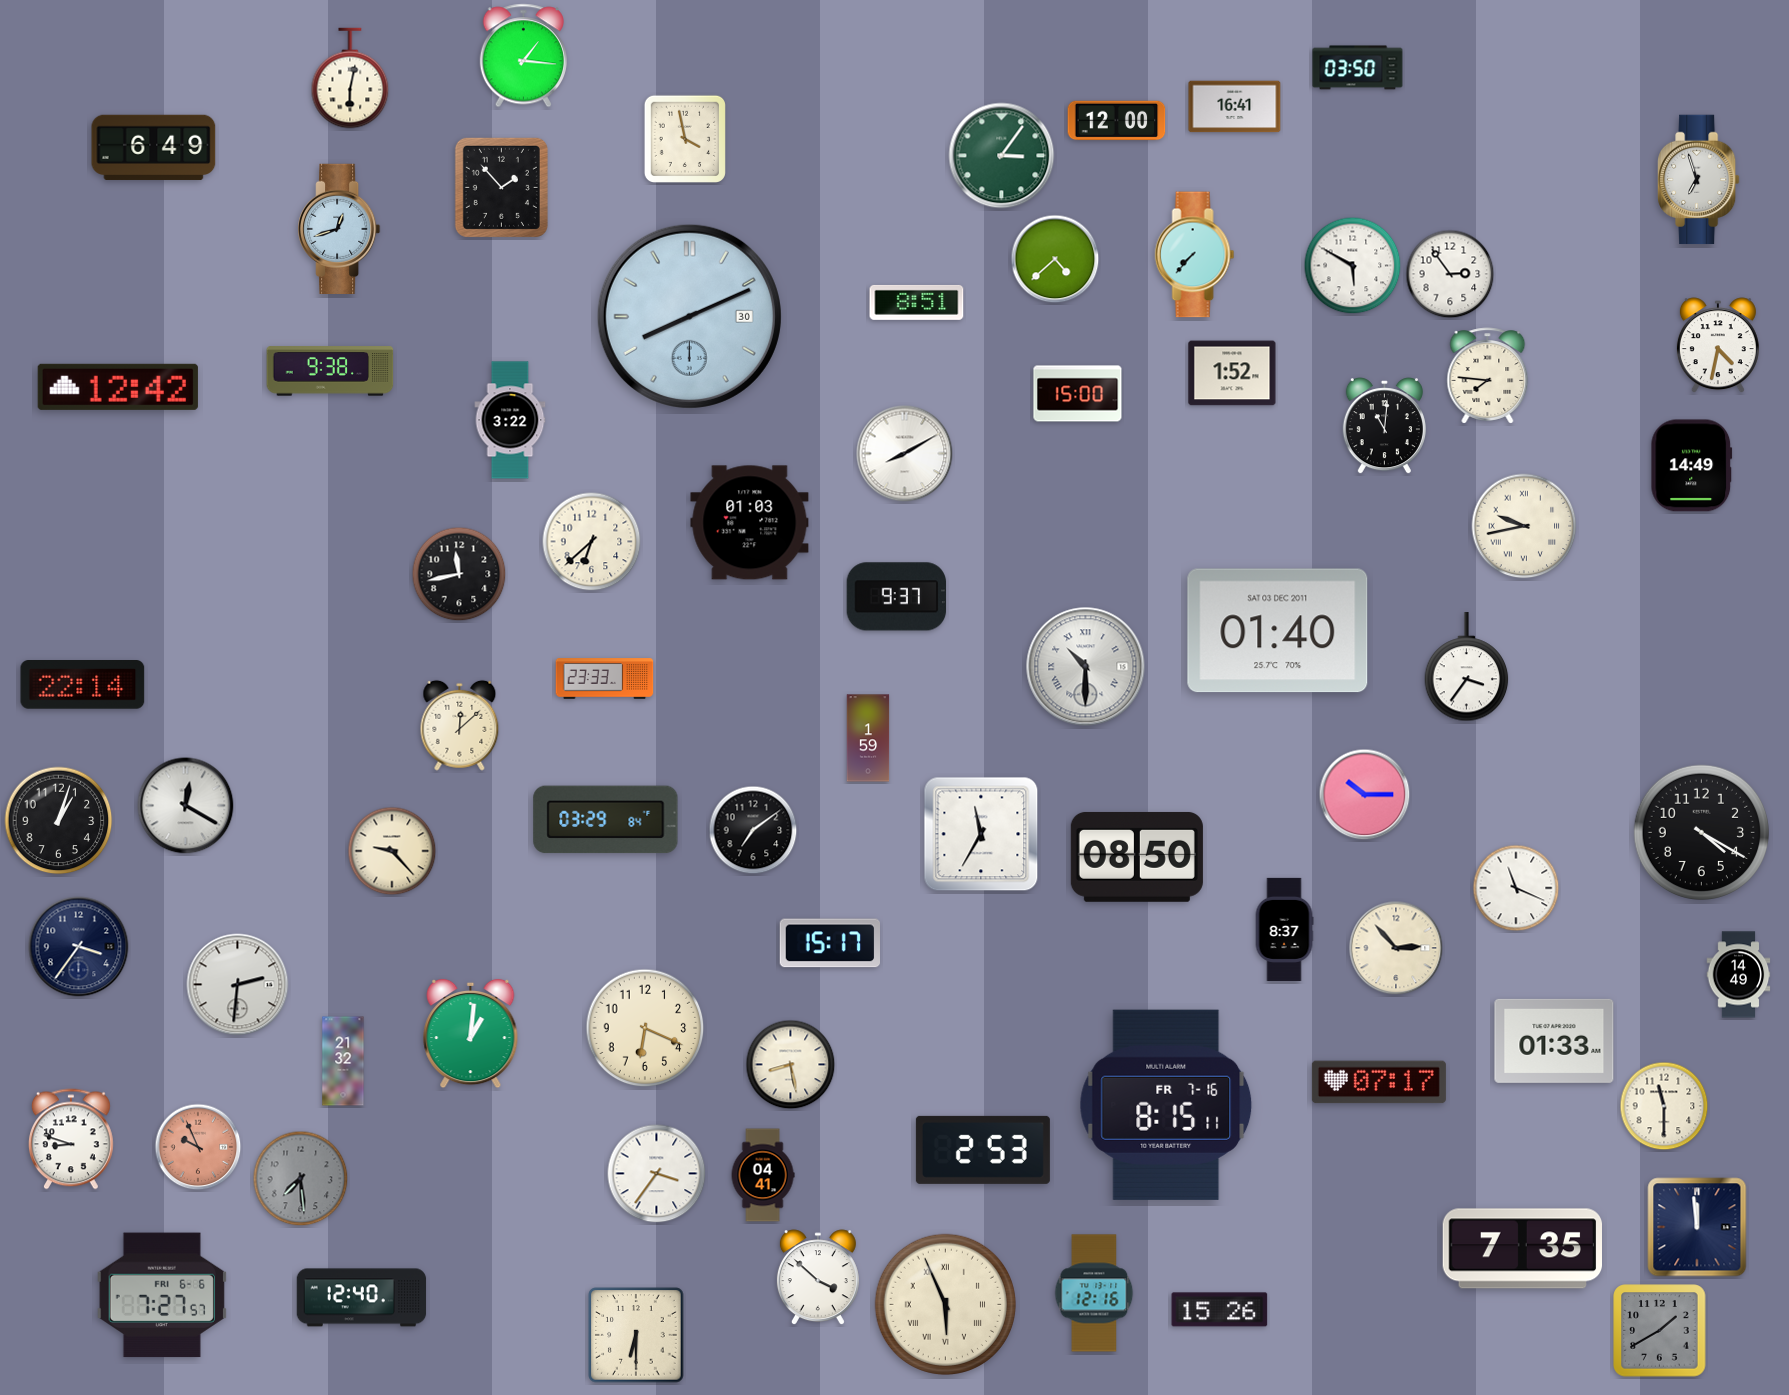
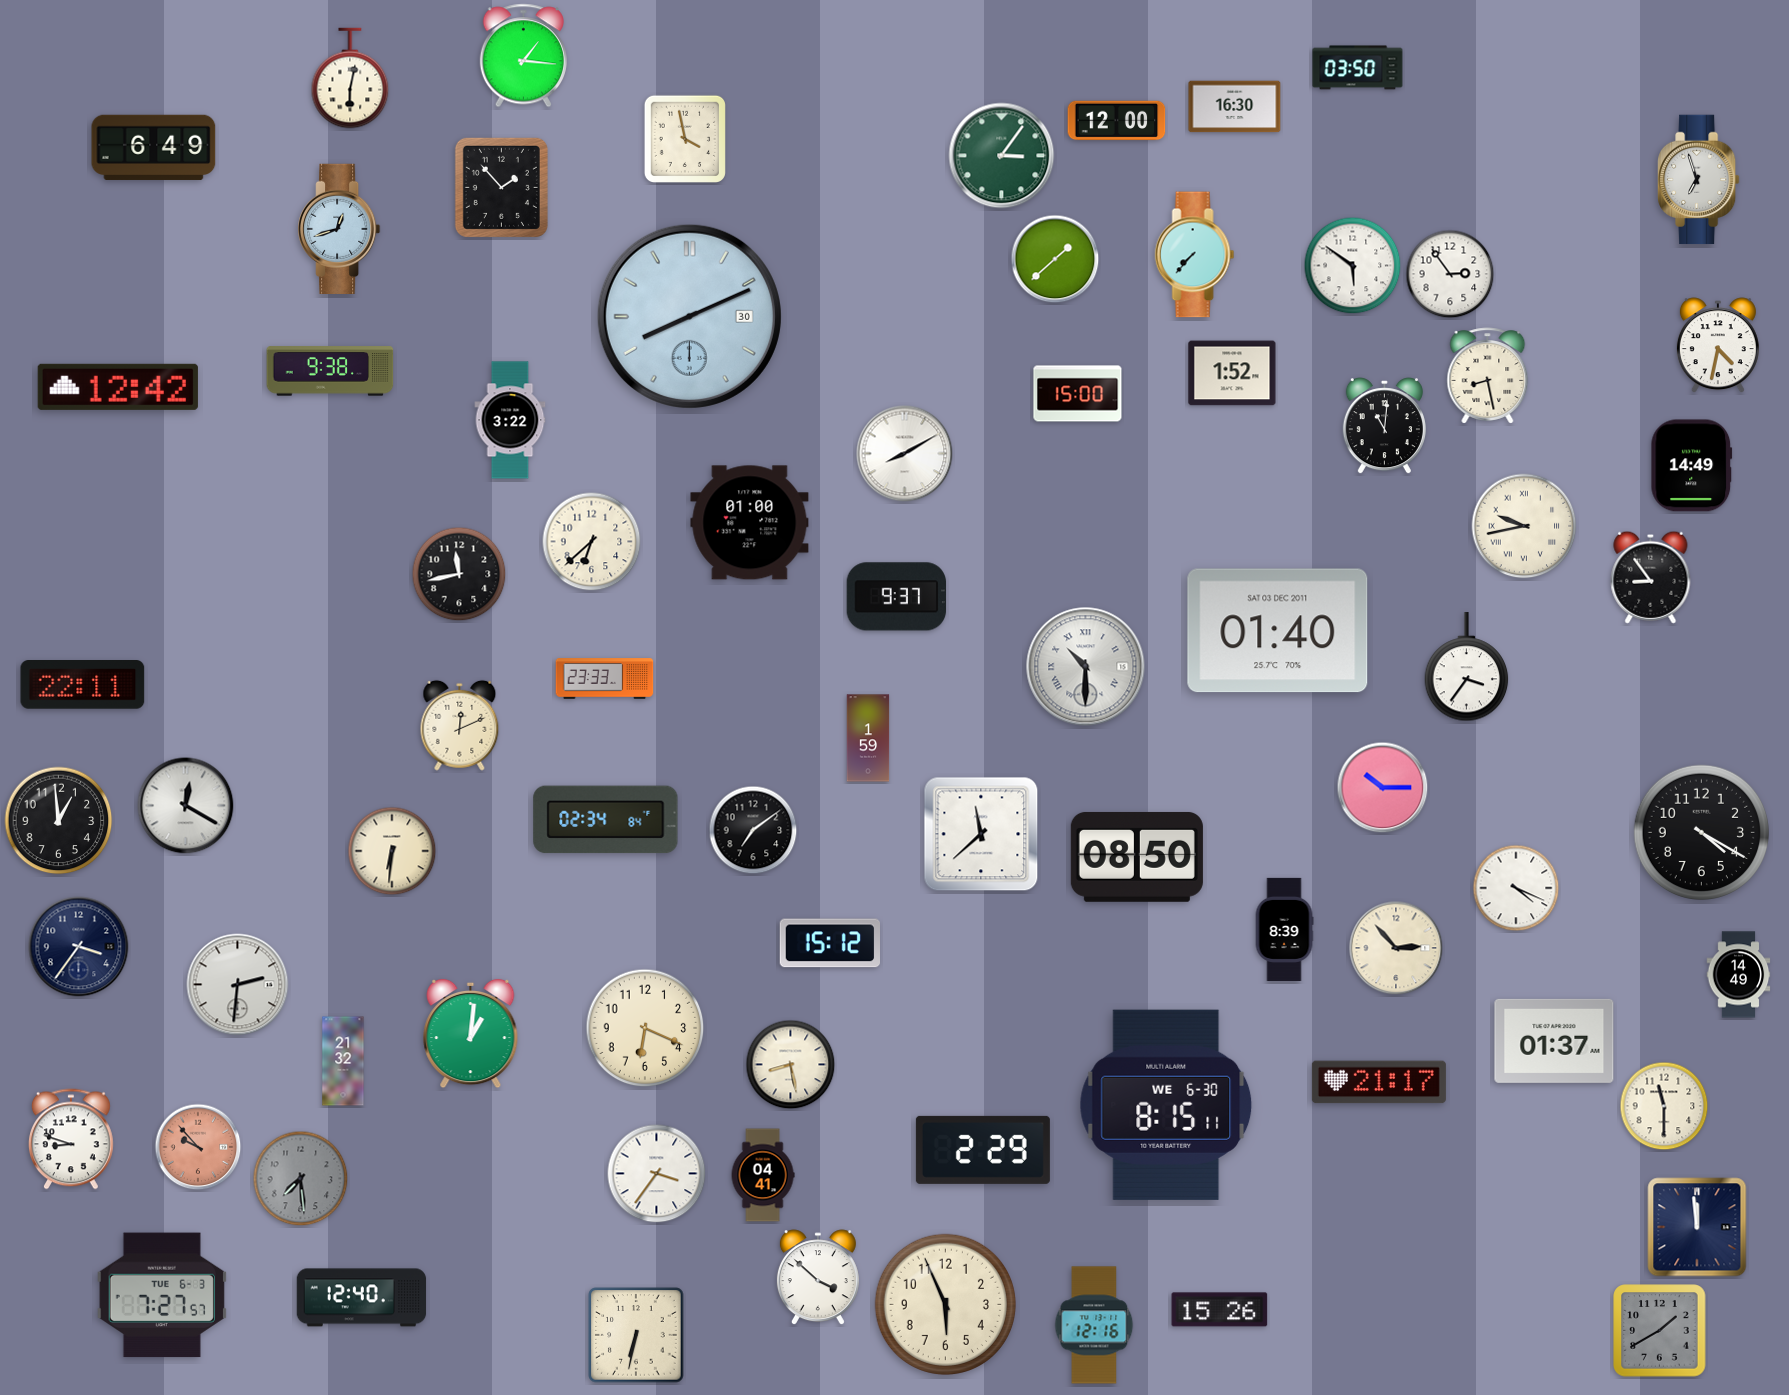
clock at (1235, 107): 16:41 -> 16:30
clock at (1055, 259): 4:38 -> 1:38
clock at (1353, 266): 5:50 -> 5:51
clock at (917, 302): 8:51 -> none
clock at (1488, 376): 7:46 -> 8:28
clock at (750, 523): 01:03 -> 01:00
clock at (1651, 577): none -> 8:54
clock at (83, 685): 22:14 -> 22:11
clock at (460, 725): 12:08 -> 12:11
clock at (1365, 795) position: (1365, 795) -> (1383, 788)
clock at (606, 820): 03:29 -> 02:34
clock at (59, 821): 1:03 -> 12:59
clock at (981, 834): 11:35 -> 11:38
clock at (392, 851): 9:23 -> 6:31
clock at (1516, 888): 11:19 -> 4:19
clock at (1284, 929): 8:37 -> 8:39
clock at (829, 943): 15:17 -> 15:12
clock at (1554, 1041): 01:33 -> 01:37
clock at (1379, 1082): 07:17 -> 21:17
clock at (1166, 1105) date: FR 7-16 -> WE 6-30
clock at (198, 1147): 9:56 -> 9:53
clock at (983, 1150): 2:53 -> 2:29
clock at (1522, 1249): 7:35 -> none
clock at (1094, 1293) position: (1094, 1293) -> (1094, 1325)
clock at (162, 1295) date: FRI 6-6 -> TUE 6-3
clock at (945, 1304) numerals: Roman -> Arabic
clock at (636, 1335): 6:30 -> 6:32
